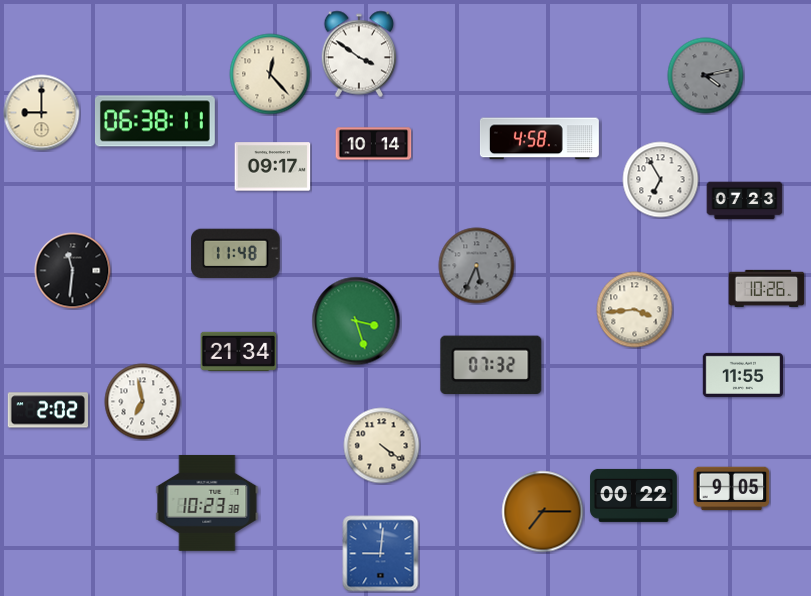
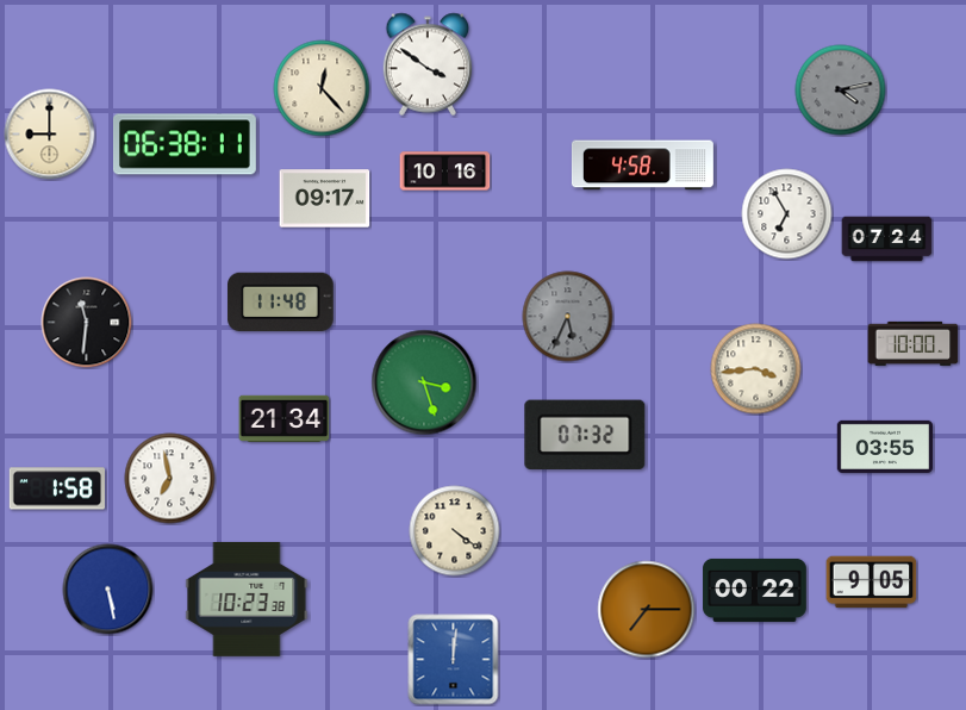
clock at (374, 144): 10:14 -> 10:16
clock at (745, 201): 07:23 -> 07:24
clock at (767, 288): 10:26 -> 10:00
clock at (742, 375): 11:55 -> 03:55
clock at (47, 410): 2:02 -> 1:58
clock at (108, 590): none -> 5:28
clock at (381, 554): 9:01 -> 12:01
